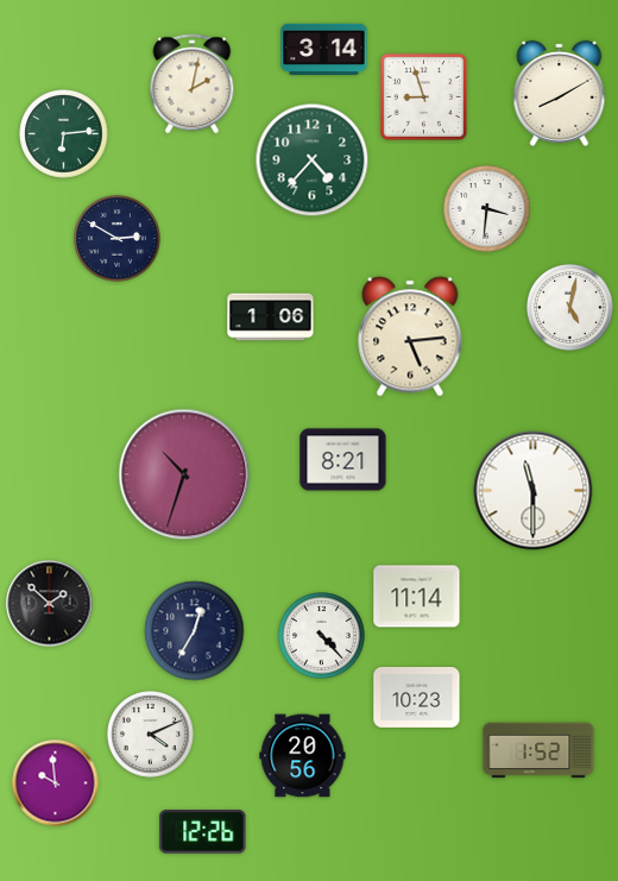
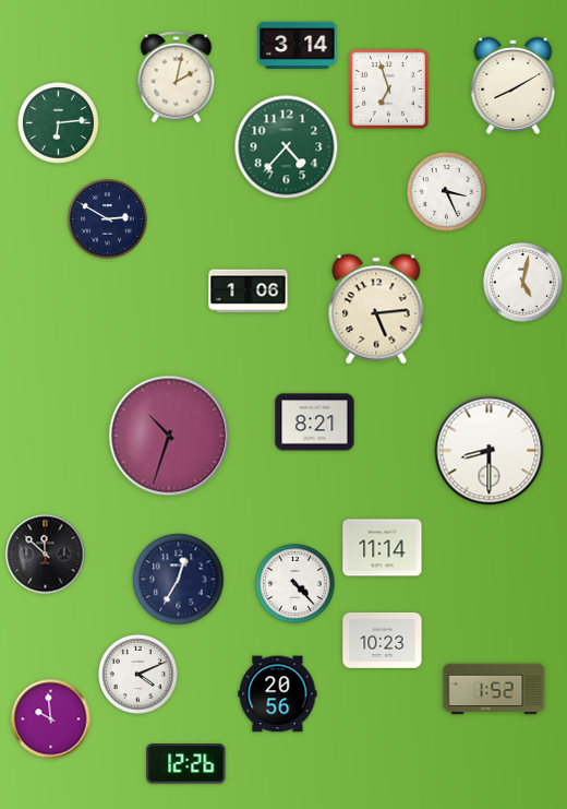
clock at (423, 96): 8:57 -> 6:57
clock at (487, 209): 3:31 -> 3:26
clock at (534, 491): 11:30 -> 8:30
clock at (50, 604): 1:52 -> 11:52
